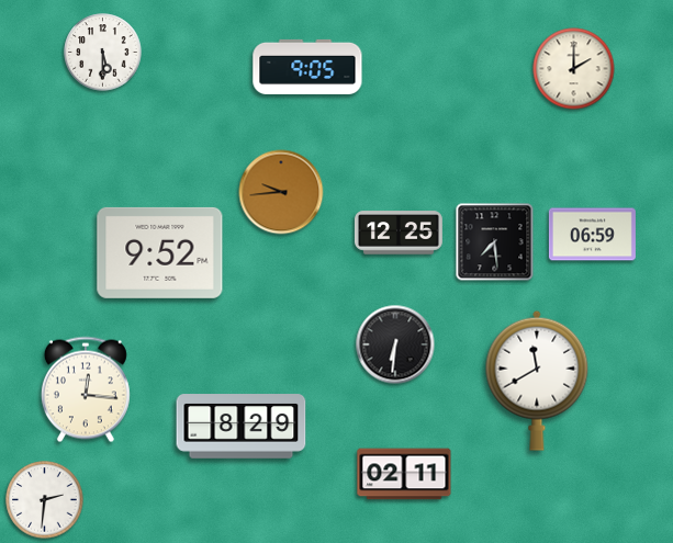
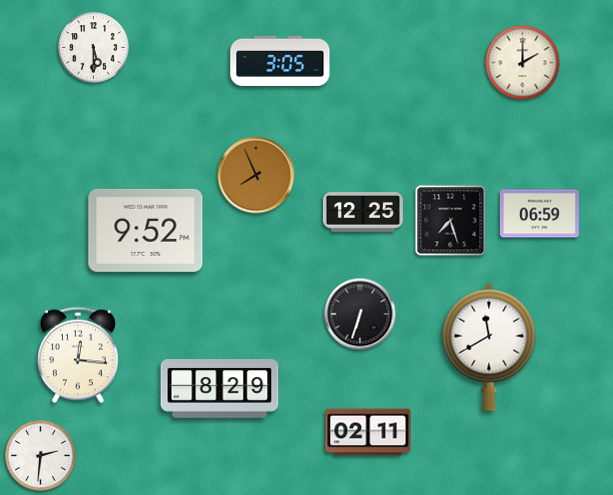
clock at (307, 67): 9:05 -> 3:05
clock at (281, 192): 9:44 -> 7:56
clock at (495, 242): 7:29 -> 7:27
clock at (395, 344): 6:31 -> 6:33
